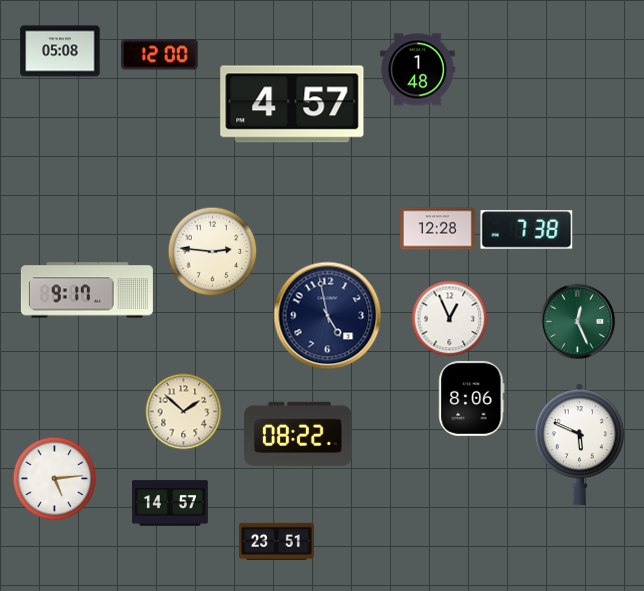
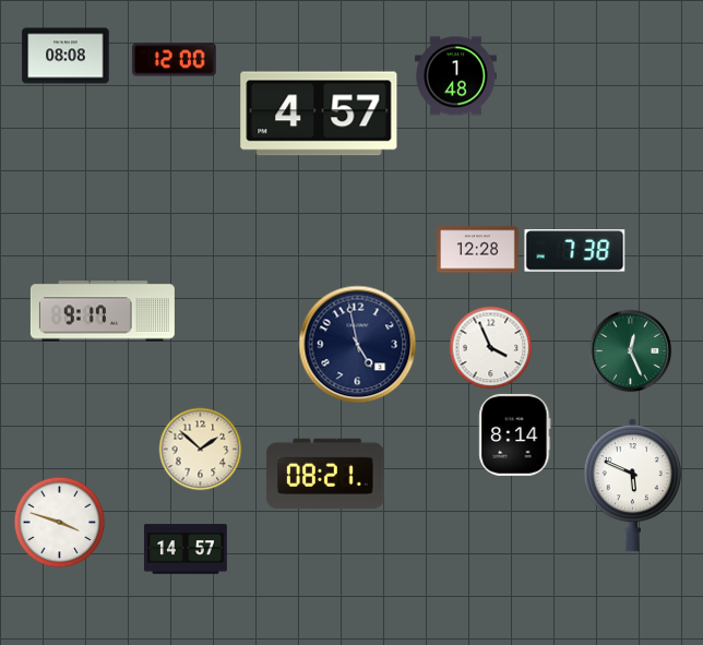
clock at (60, 51): 05:08 -> 08:08
clock at (213, 252): 2:46 -> none
clock at (87, 290) position: (87, 290) -> (103, 311)
clock at (450, 319): 12:56 -> 3:56
clock at (472, 398): 8:06 -> 8:14
clock at (298, 434): 08:22 -> 08:21
clock at (55, 479): 5:14 -> 3:48
clock at (276, 541): 23:51 -> none
